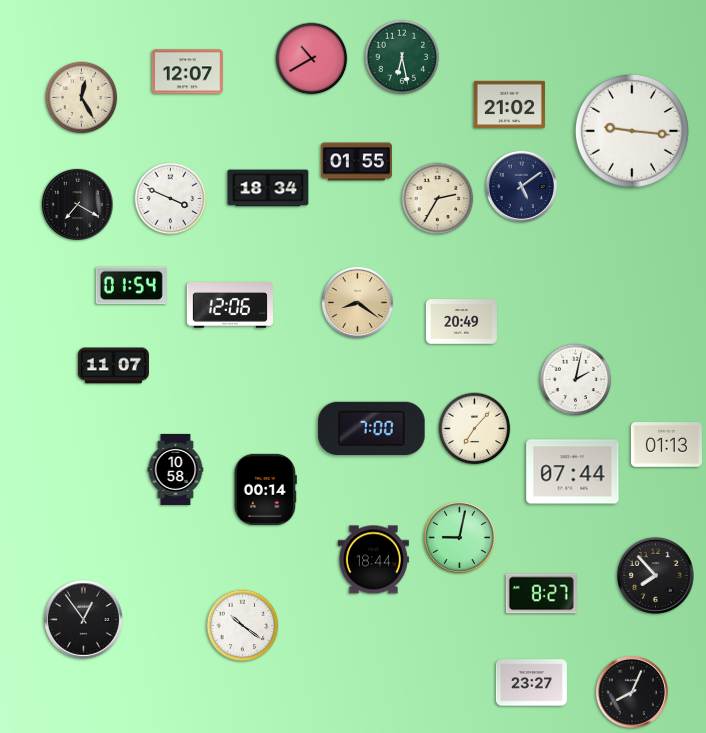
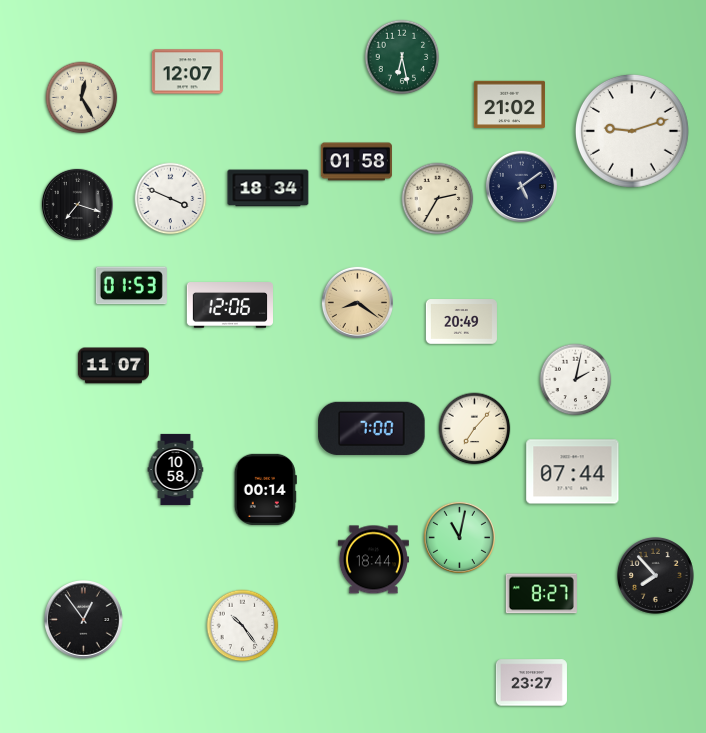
clock at (312, 59): 10:40 -> none
clock at (632, 131): 9:16 -> 9:12
clock at (356, 162): 01:55 -> 01:58
clock at (77, 204): 7:20 -> 7:18
clock at (131, 286): 01:54 -> 01:53
clock at (666, 445): 01:13 -> none
clock at (459, 537): 9:02 -> 11:02
clock at (243, 626): 10:21 -> 10:24
clock at (632, 692): 8:04 -> none
